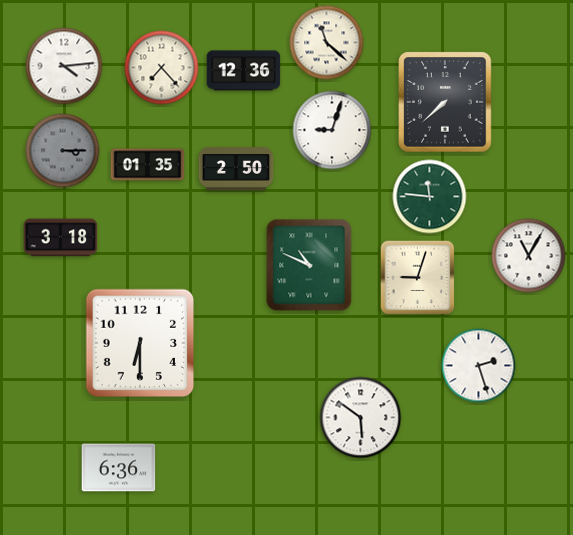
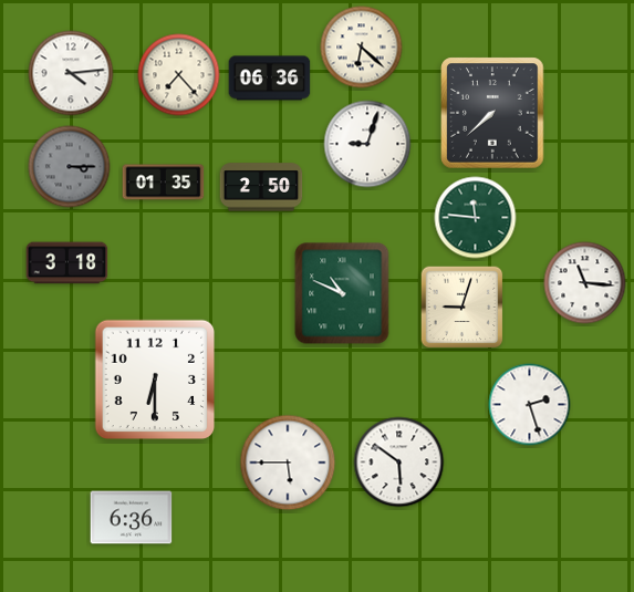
clock at (327, 43): 11:22 -> 6:22
clock at (244, 71): 12:36 -> 06:36
clock at (529, 256): 11:05 -> 11:16
clock at (288, 463): none -> 5:45
